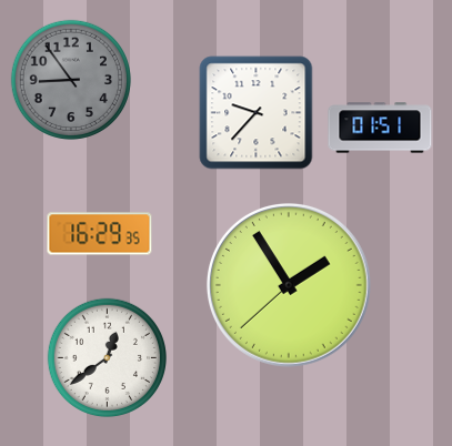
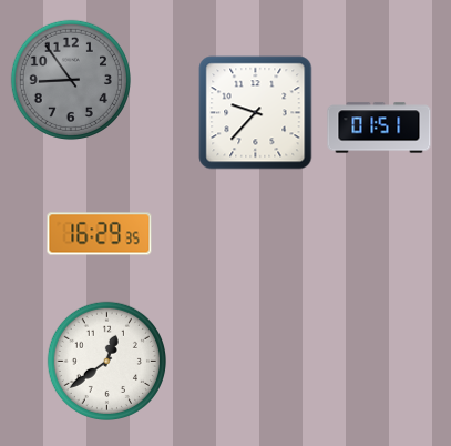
clock at (289, 285): 1:54 -> none
clock at (107, 357) position: (107, 357) -> (106, 361)
